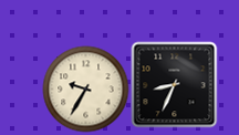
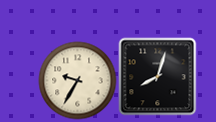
clock at (174, 84): 8:34 -> 8:03
